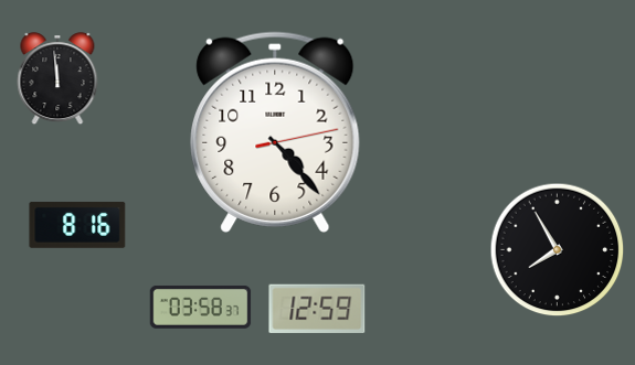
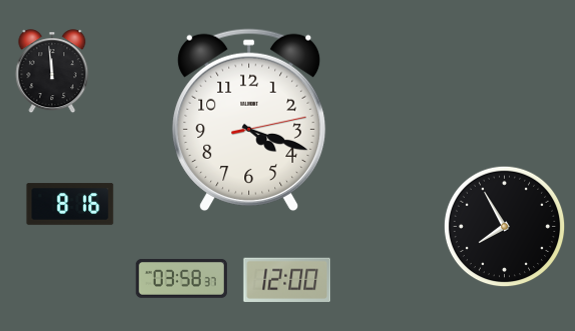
clock at (275, 132): 4:23 -> 4:18
clock at (317, 309): 12:59 -> 12:00
